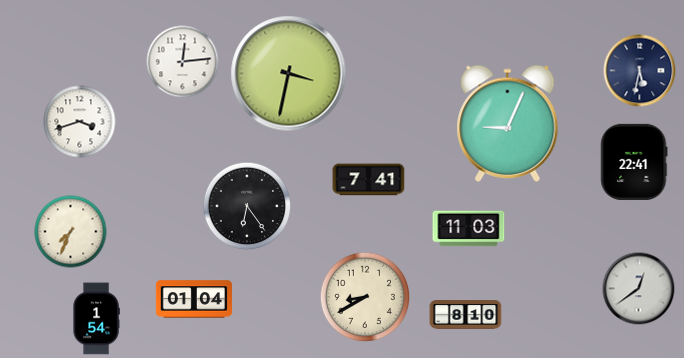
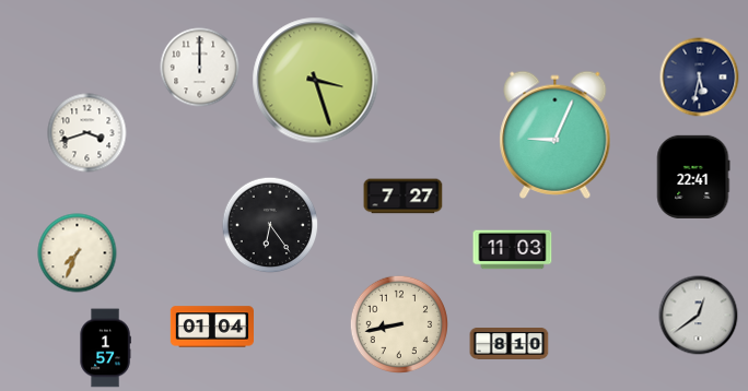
clock at (183, 62): 12:14 -> 12:00
clock at (289, 74): 3:32 -> 3:27
clock at (369, 180): 7:41 -> 7:27
clock at (364, 296): 8:40 -> 8:43
clock at (96, 319): 1:54 -> 1:57
